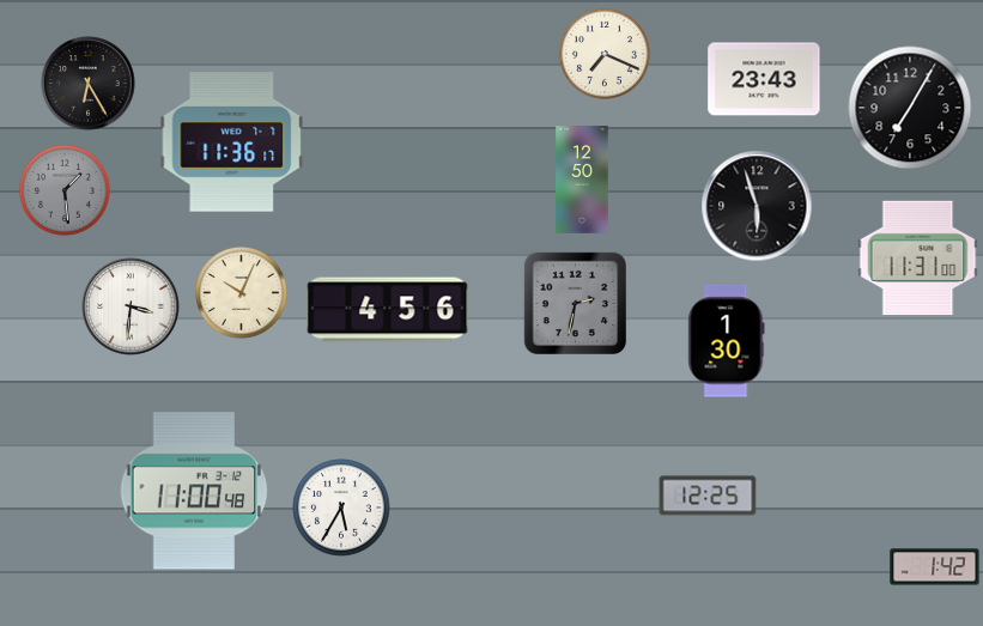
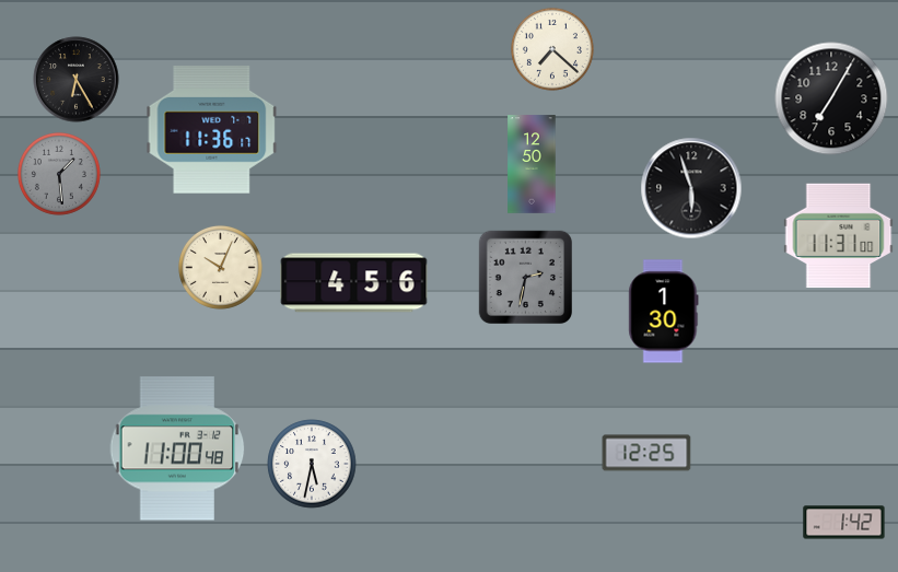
clock at (605, 54): 7:19 -> 7:22
clock at (764, 79): 23:43 -> none
clock at (89, 84) position: (89, 84) -> (77, 80)
clock at (131, 306): 3:31 -> none
clock at (341, 508): 5:35 -> 5:32
clock at (935, 567) position: (935, 567) -> (844, 523)
